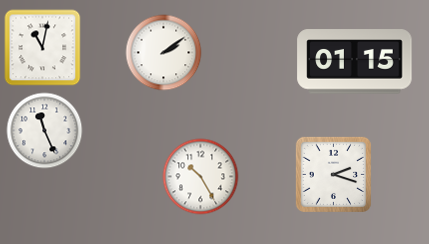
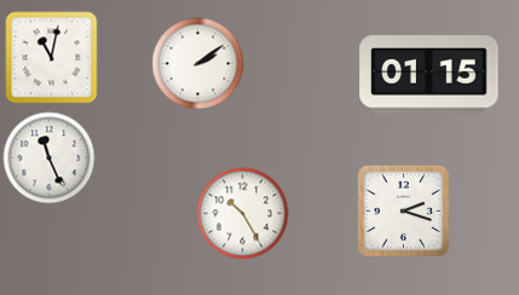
clock at (45, 131) position: (45, 131) -> (50, 158)
